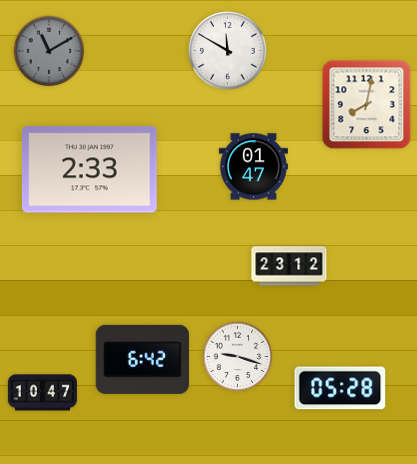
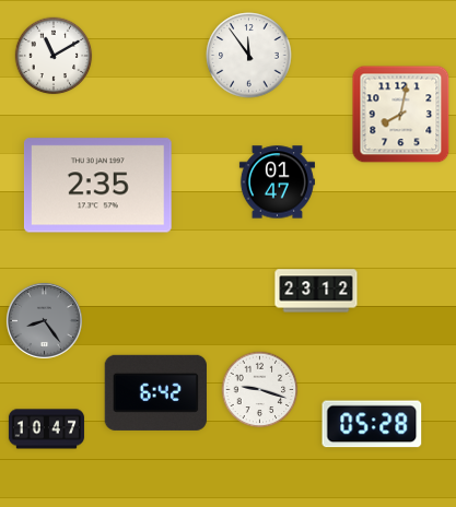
clock at (49, 51) dial: grey -> white
clock at (228, 51): 11:50 -> 11:54
clock at (89, 170): 2:33 -> 2:35
clock at (44, 320): none -> 8:24
